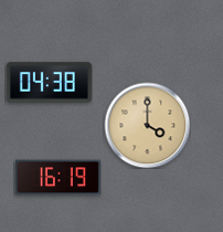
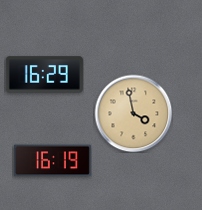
clock at (49, 83): 04:38 -> 16:29
clock at (147, 125): 4:00 -> 3:58
